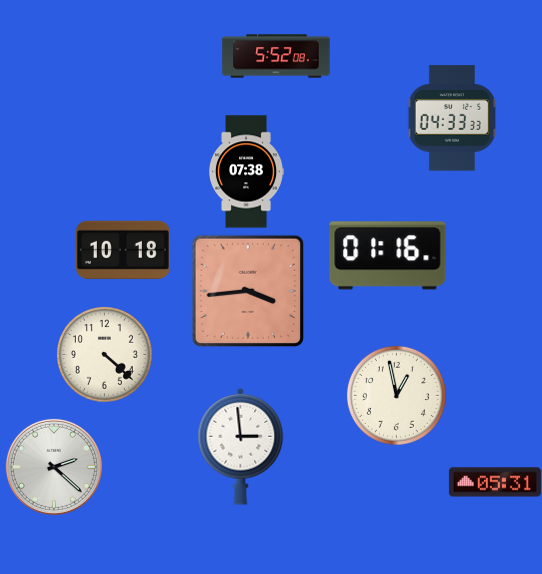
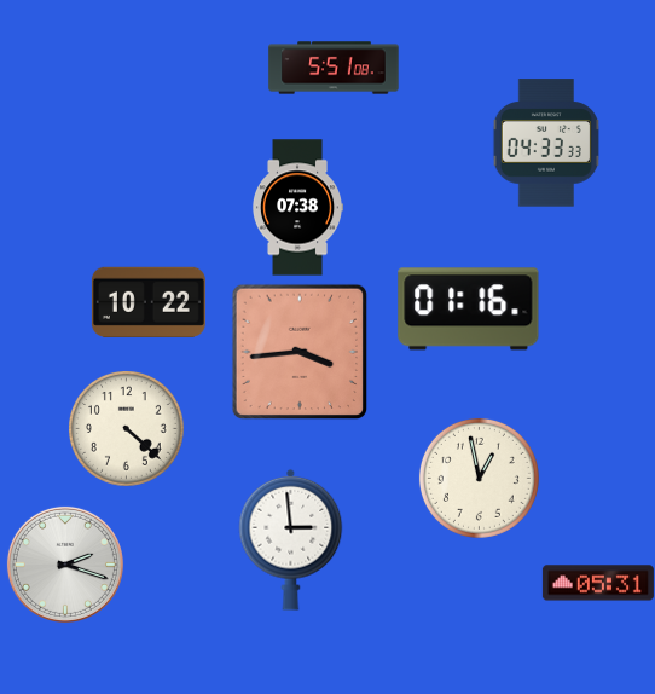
clock at (276, 56): 5:52 -> 5:51
clock at (123, 250): 10:18 -> 10:22
clock at (54, 467): 2:22 -> 2:18
